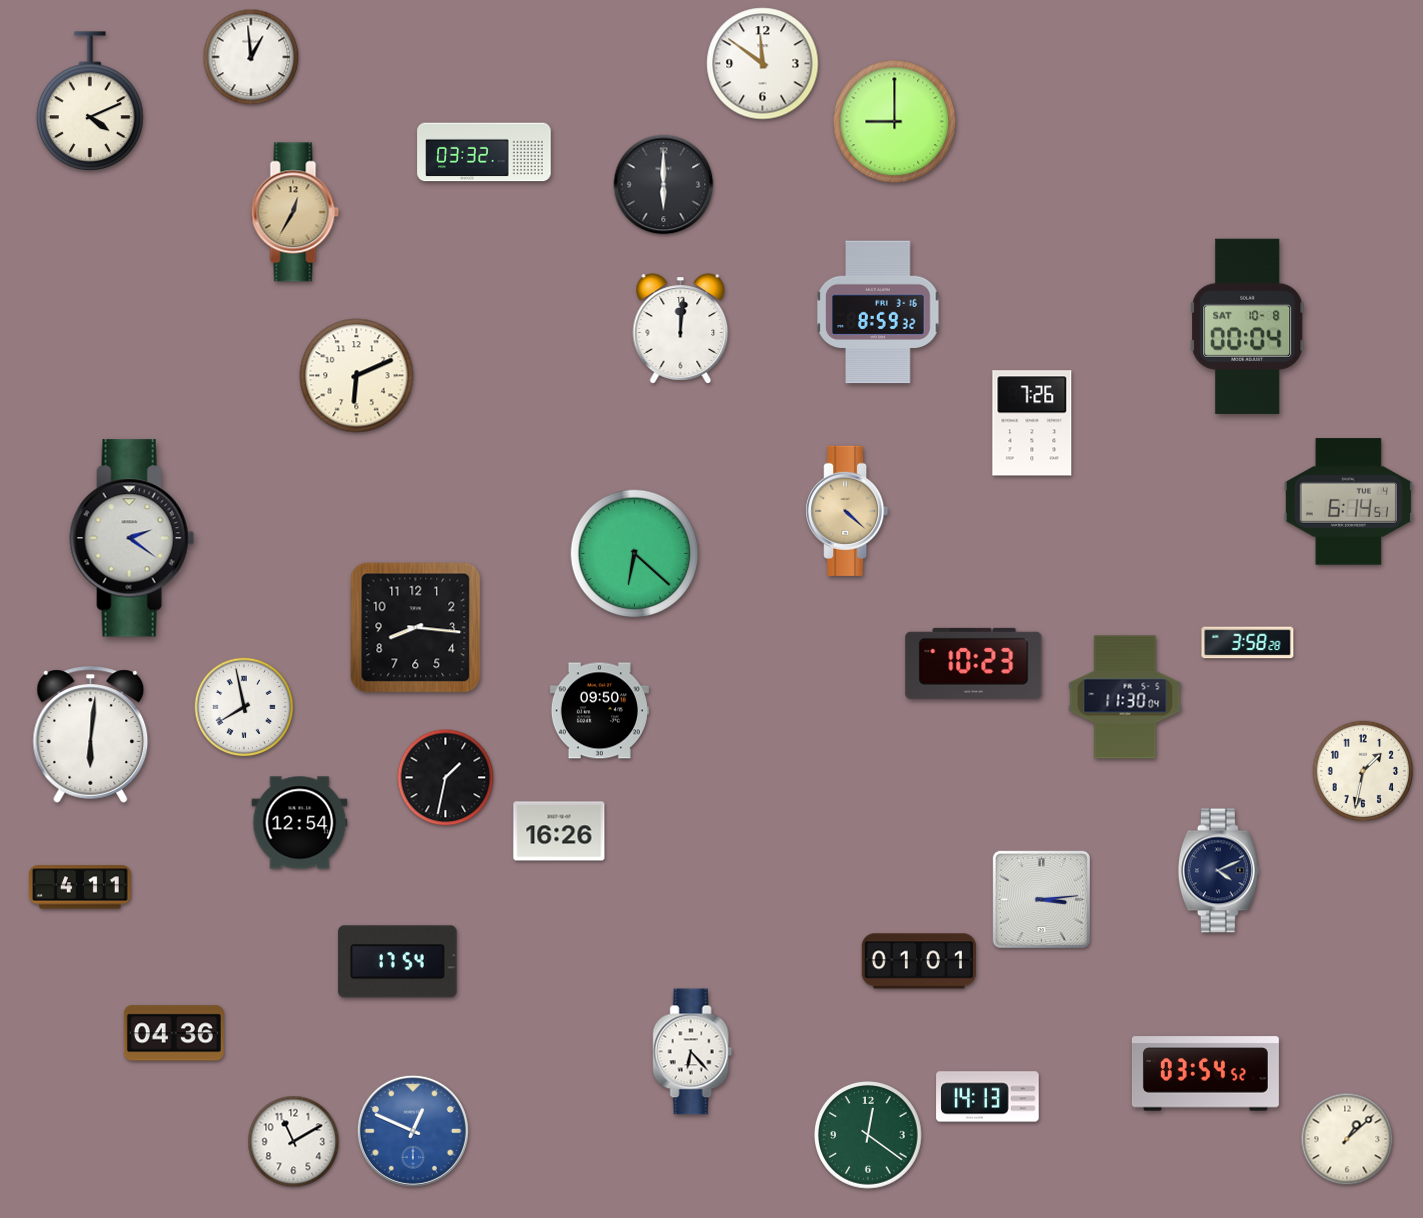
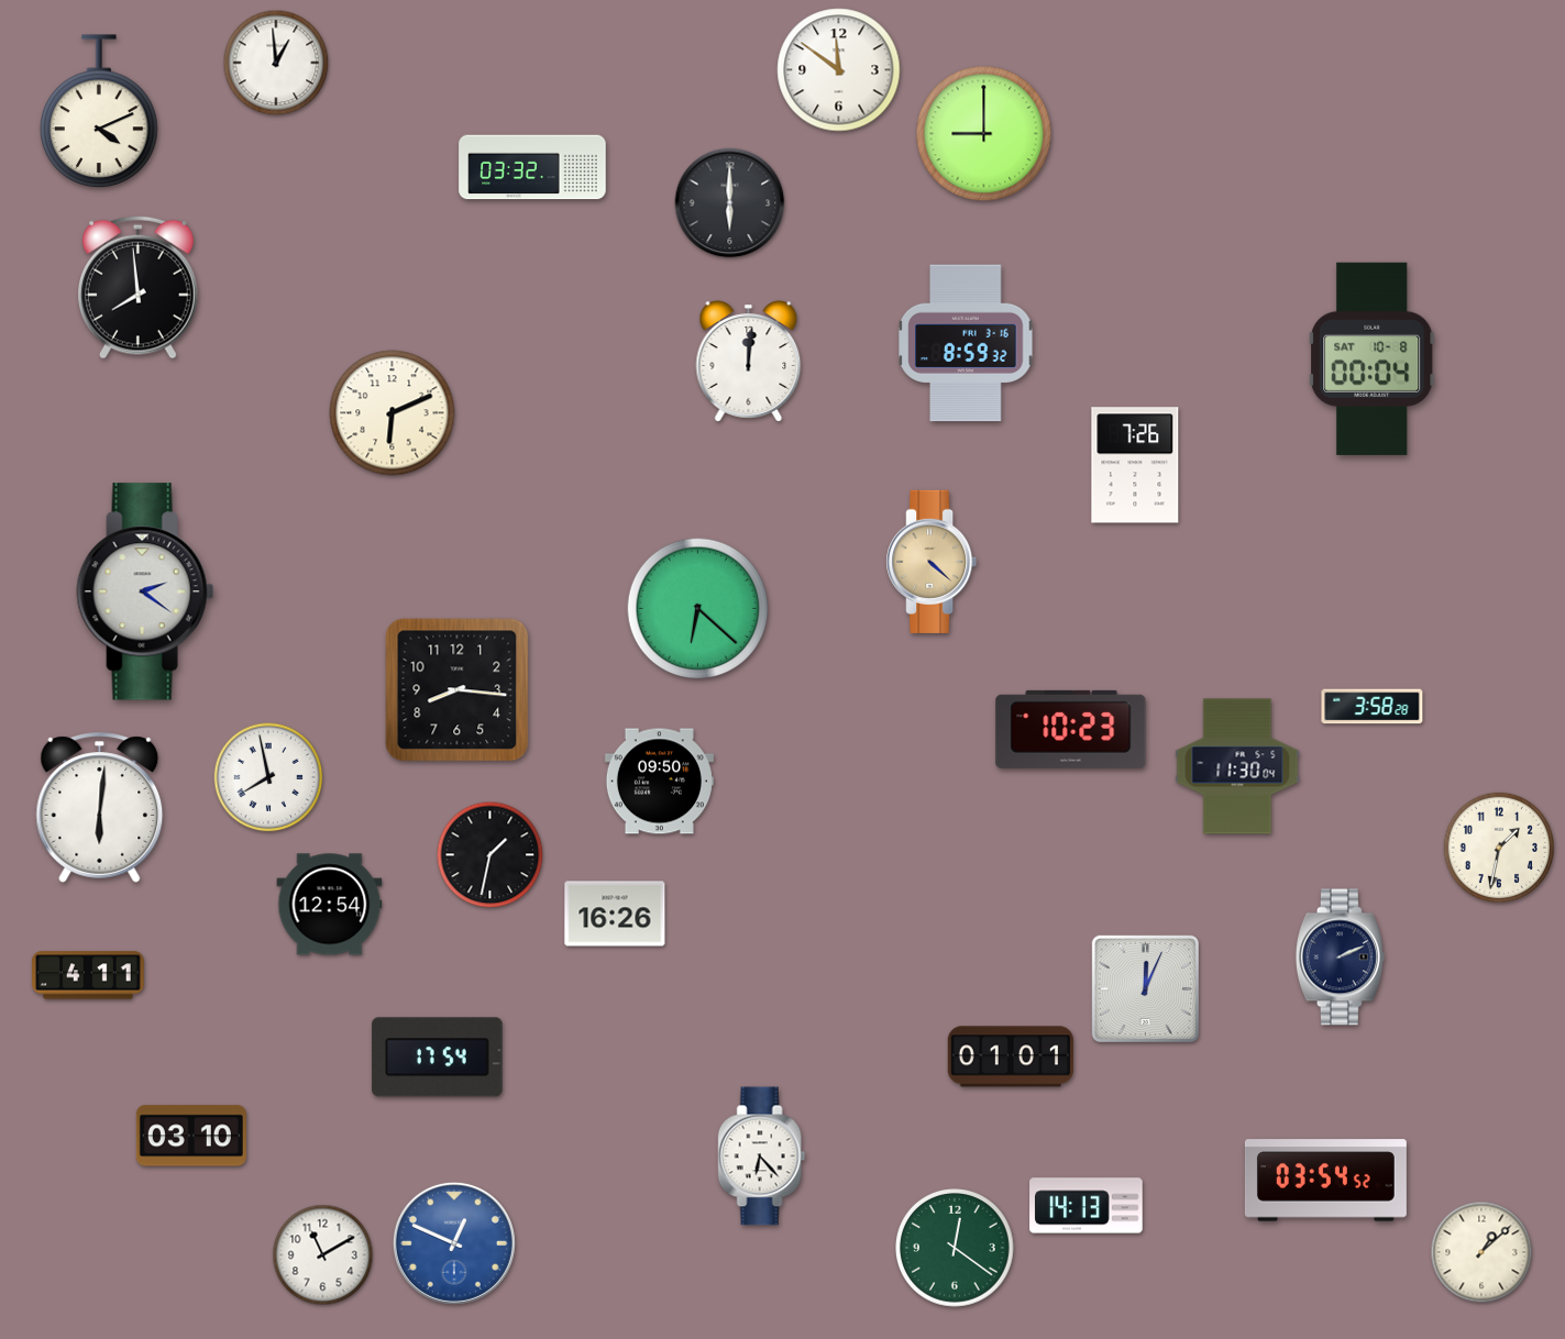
clock at (295, 212): 12:35 -> none
clock at (139, 287): none -> 7:59
clock at (1348, 502): 6:14 -> none
clock at (1218, 871): 4:11 -> 2:11
clock at (1041, 899): 3:14 -> 12:04
clock at (174, 1033): 04:36 -> 03:10
